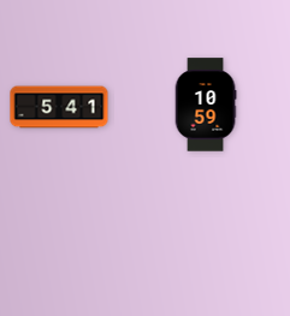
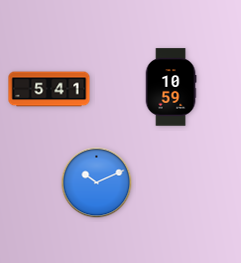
clock at (97, 183): none -> 10:11
